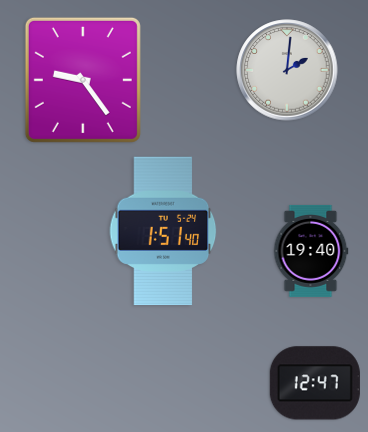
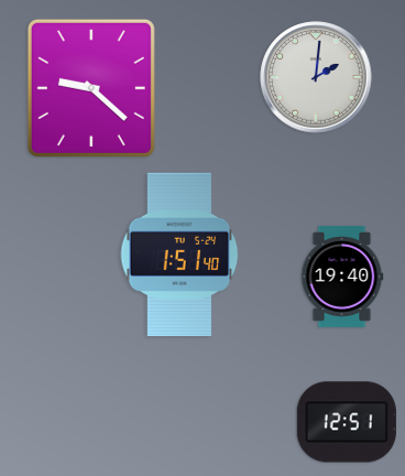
clock at (83, 80): 9:24 -> 9:22
clock at (315, 383): 12:47 -> 12:51
